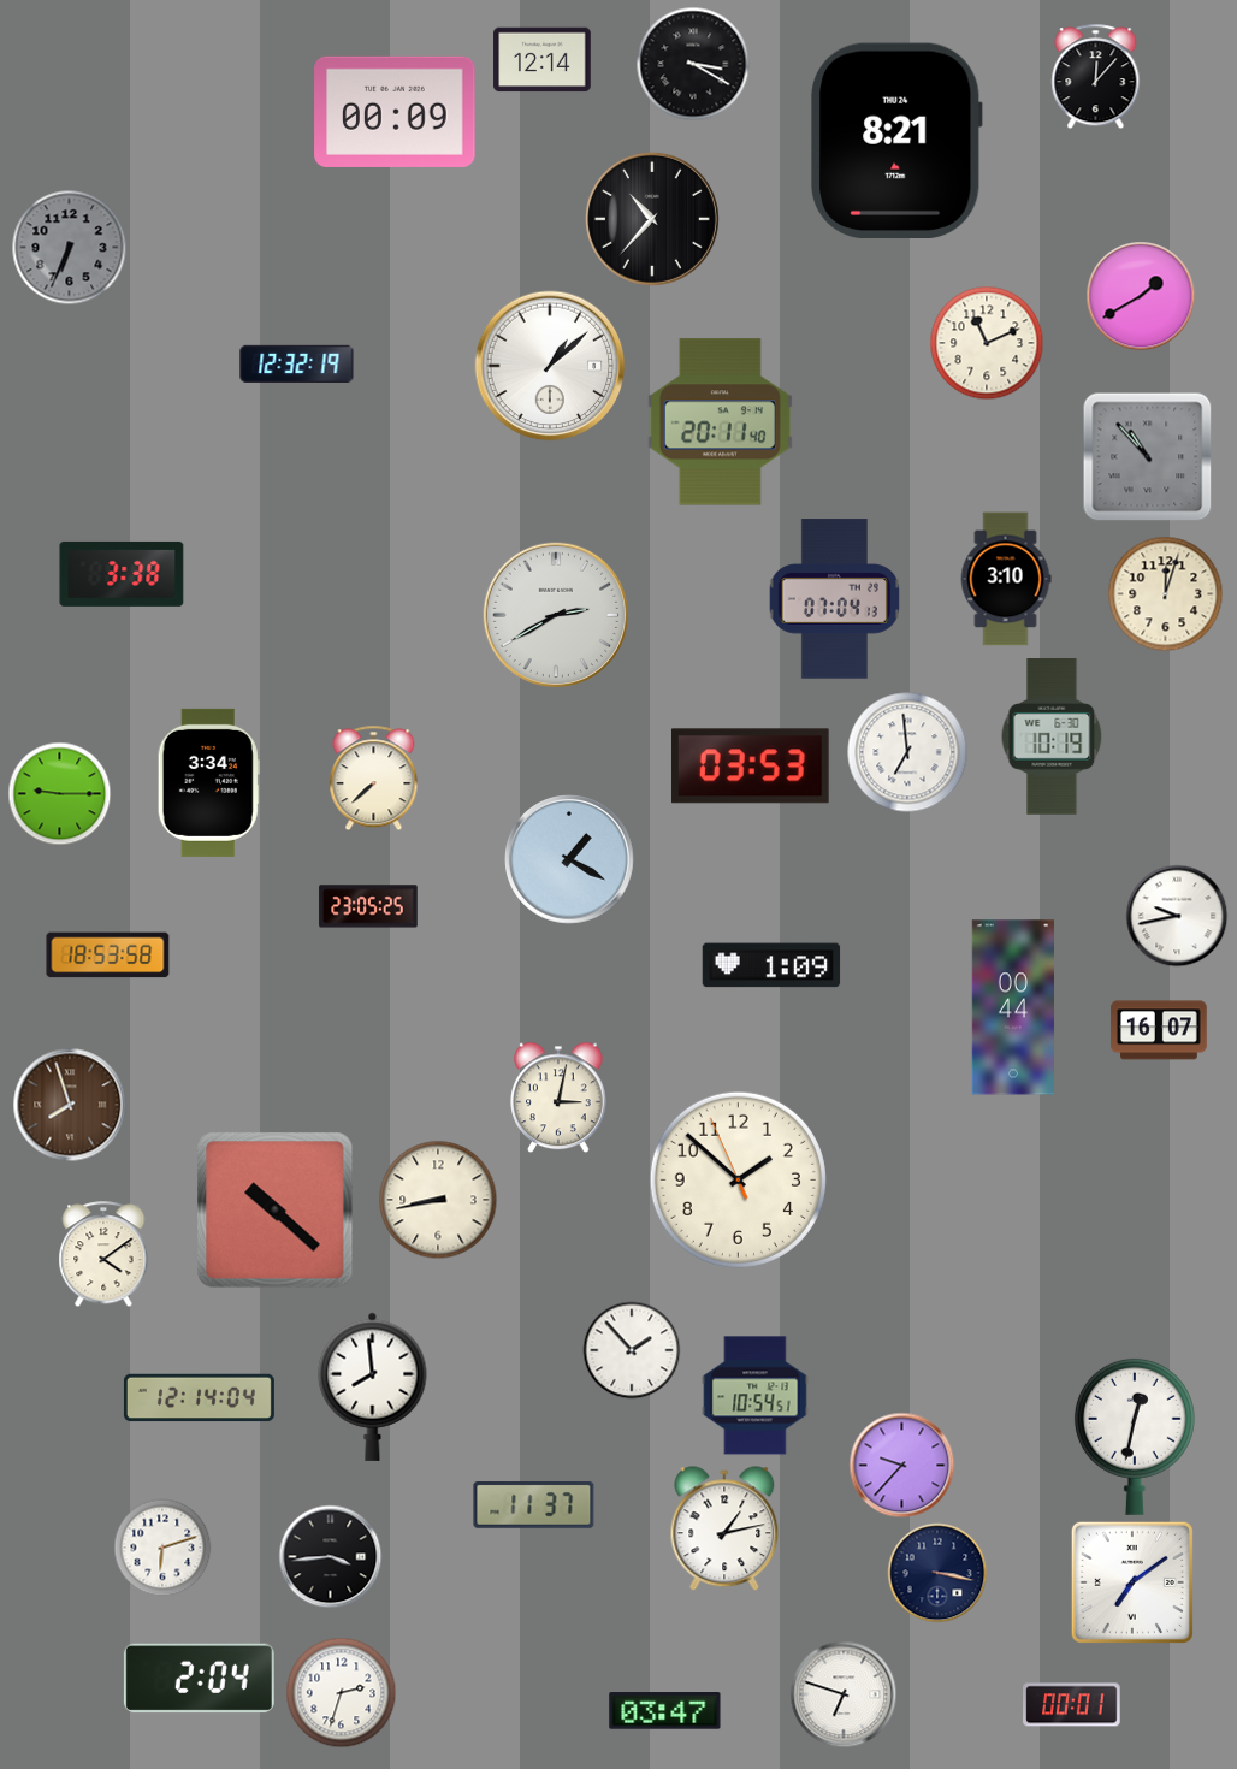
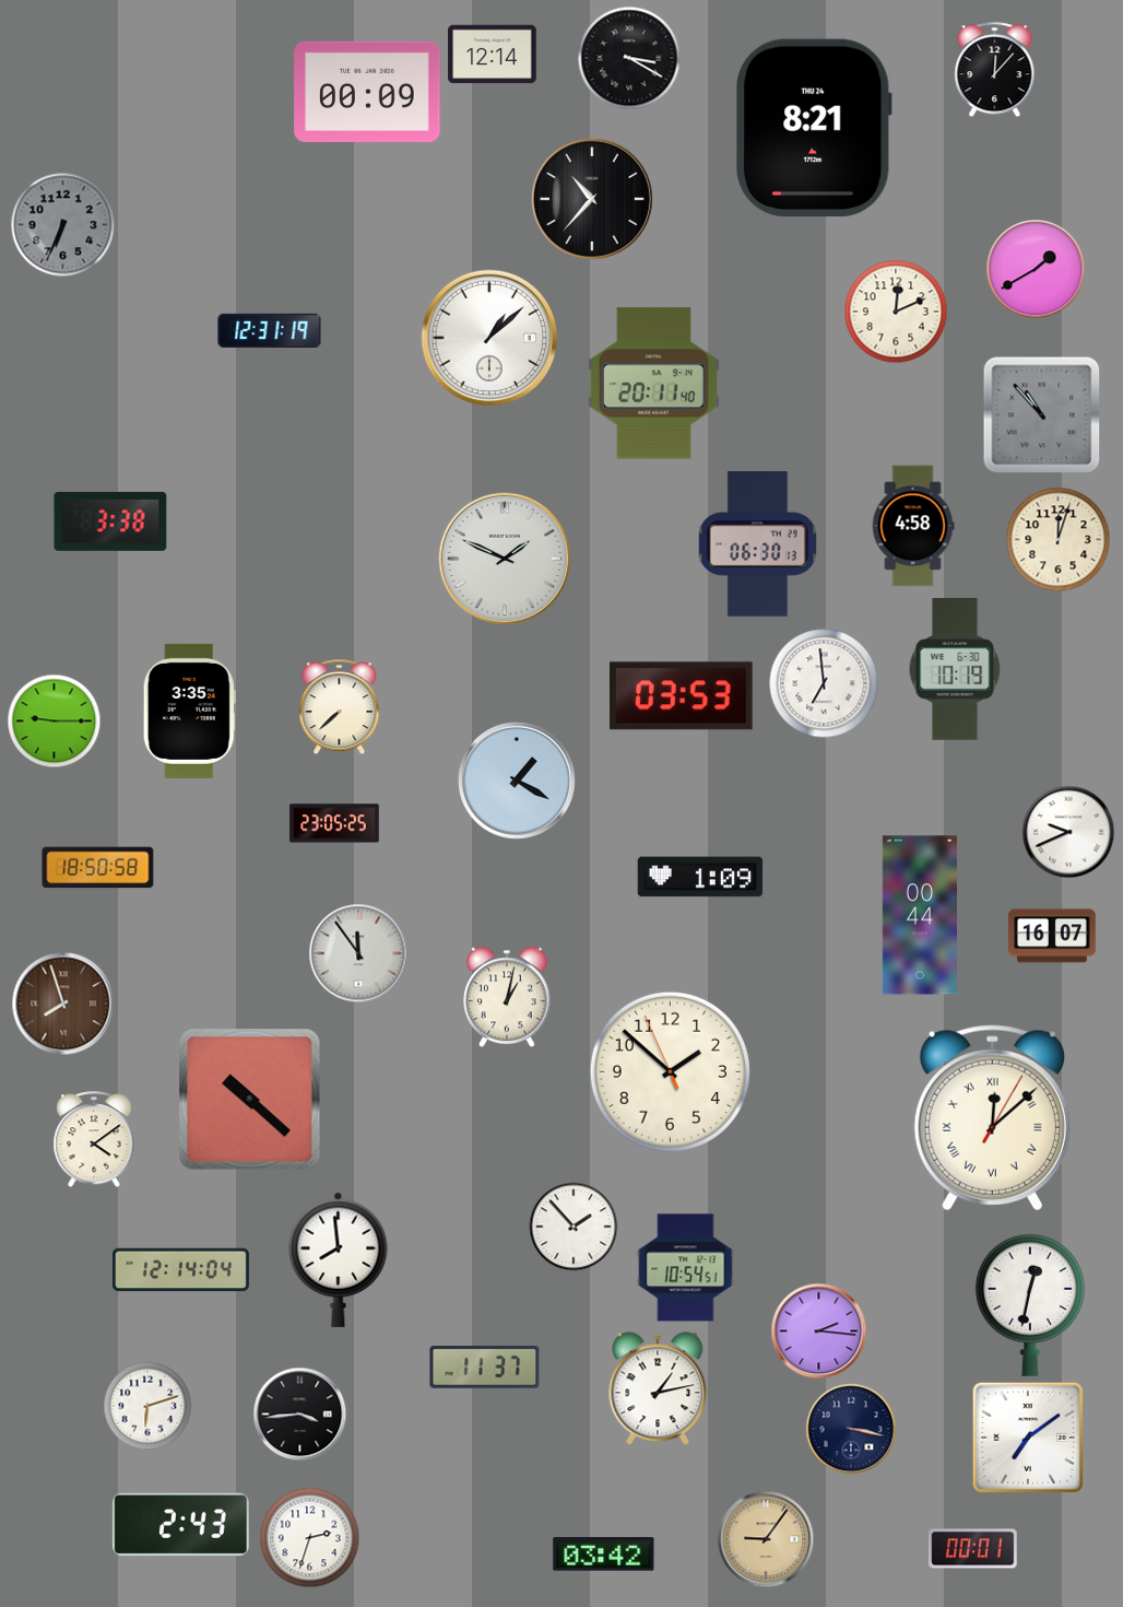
clock at (395, 112) position: (395, 112) -> (367, 92)
clock at (987, 343): 11:11 -> 12:11
clock at (297, 363): 12:32 -> 12:31
clock at (550, 366) position: (550, 366) -> (489, 338)
clock at (1006, 579): 3:10 -> 4:58
clock at (834, 599): 07:04 -> 06:30
clock at (556, 615): 2:40 -> 1:49
clock at (208, 782): 3:34 -> 3:35
clock at (1177, 916): 9:43 -> 9:41
clock at (108, 956): 18:53 -> 18:50
clock at (358, 953): none -> 11:54
clock at (558, 1098): 3:02 -> 1:02
clock at (438, 1200): 8:43 -> none
clock at (992, 1118): none -> 12:08
clock at (901, 1465): 9:37 -> 2:16
clock at (199, 1679): 2:04 -> 2:43
clock at (844, 1694): 6:48 -> 9:06
clock at (844, 1694) dial: white -> champagne
clock at (665, 1711): 03:47 -> 03:42
